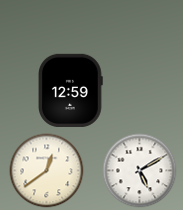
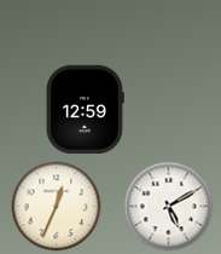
clock at (47, 171): 12:39 -> 12:34
